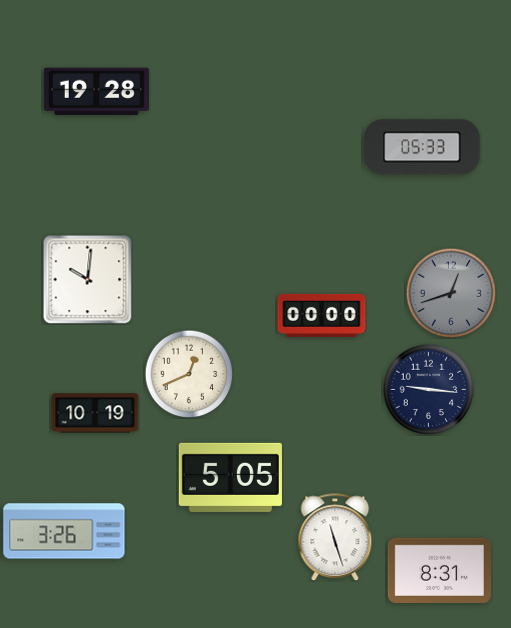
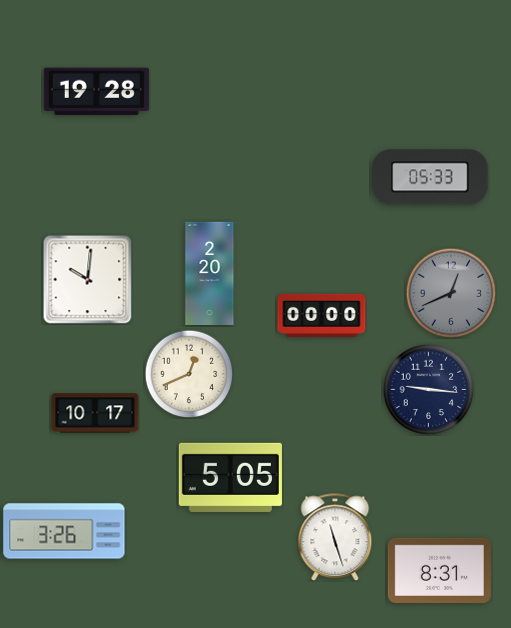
clock at (422, 147) position: (422, 147) -> (430, 177)
clock at (210, 273): none -> 2:20
clock at (451, 293): 12:42 -> 12:41
clock at (95, 413): 10:19 -> 10:17
